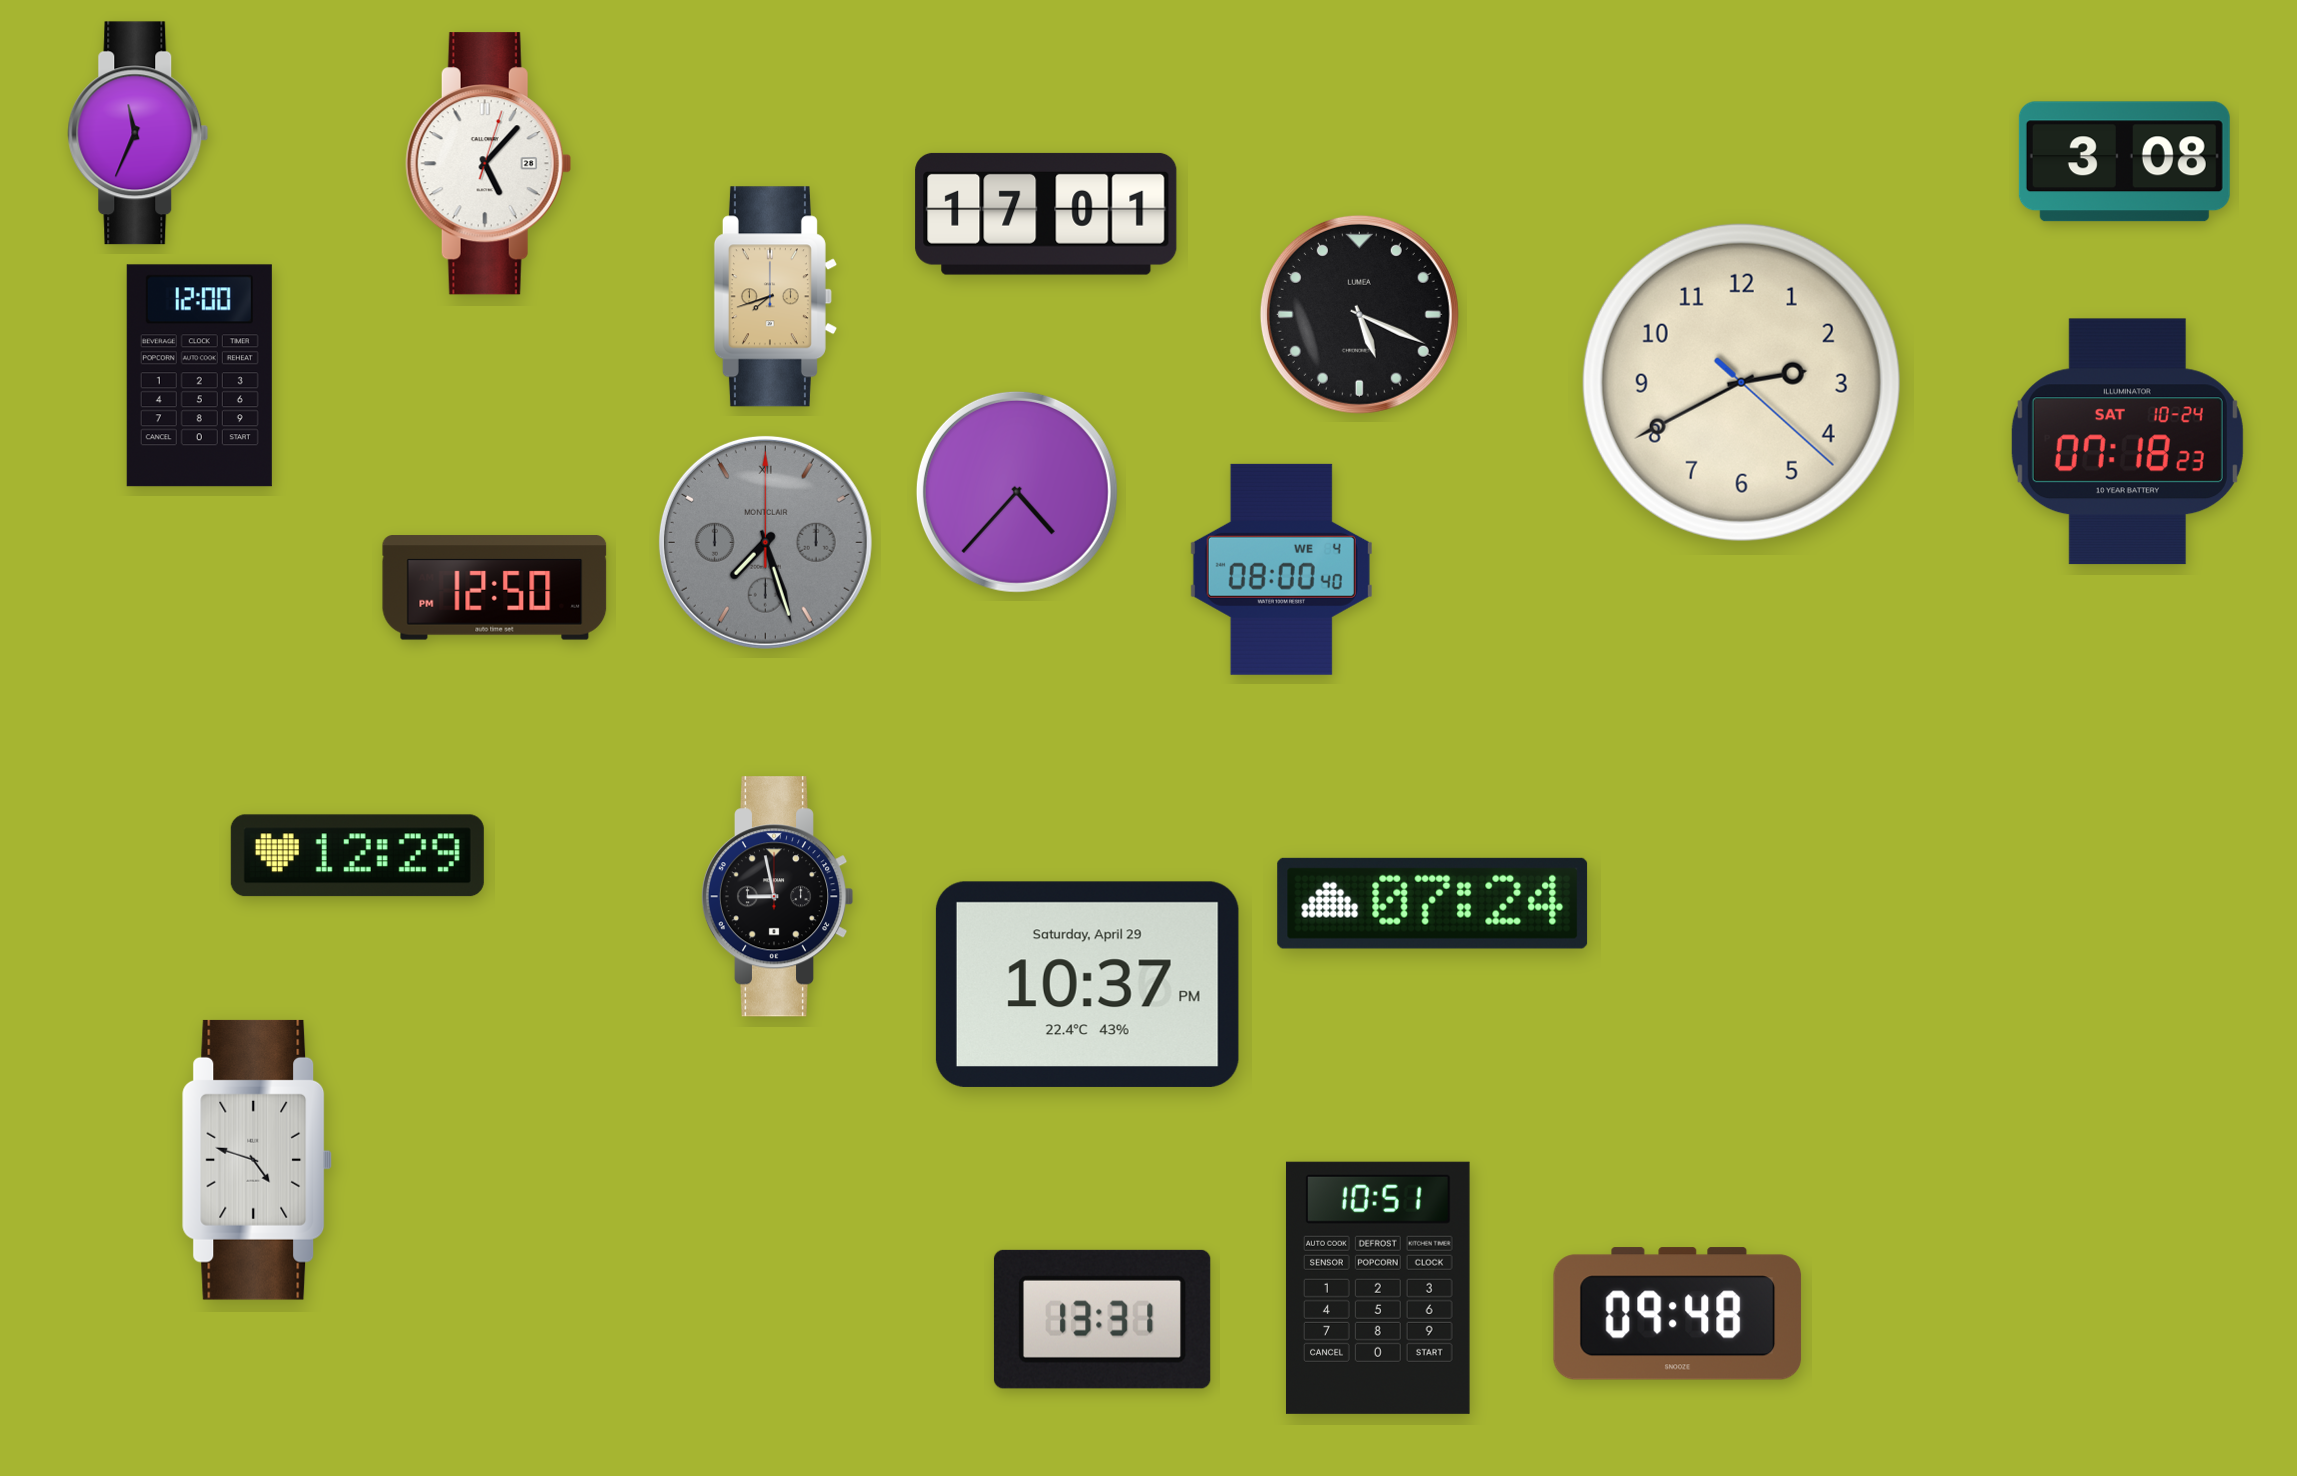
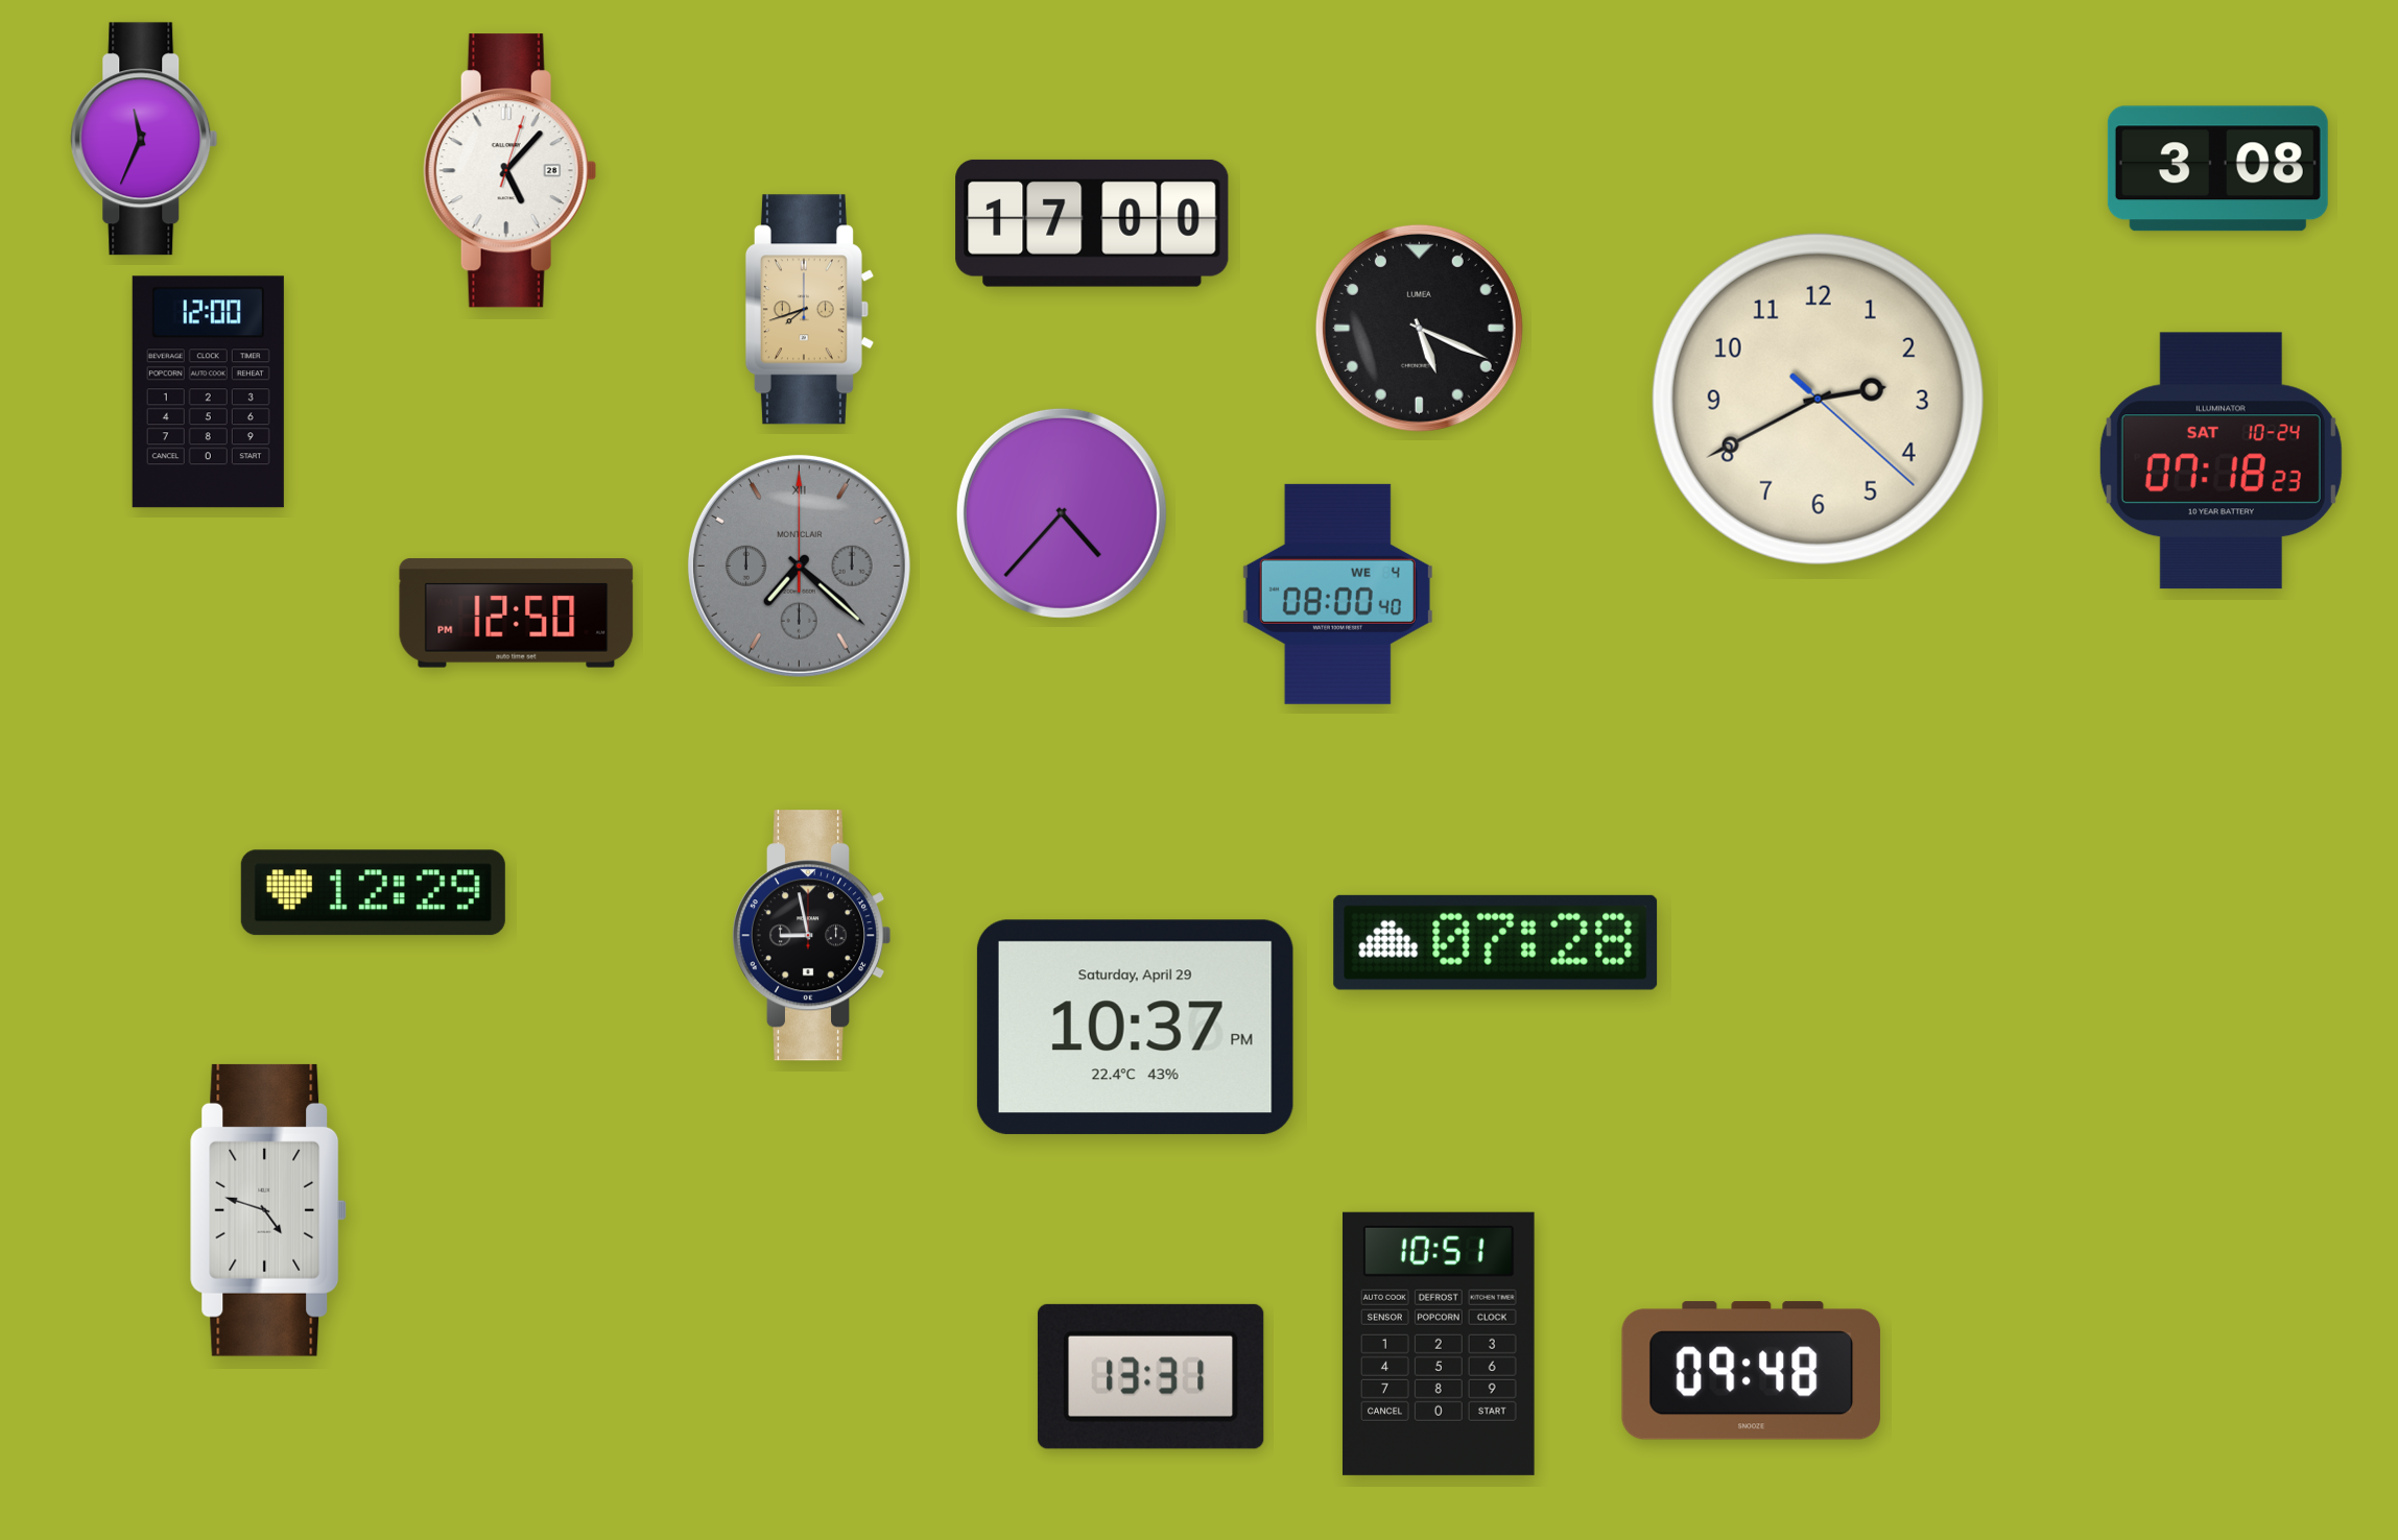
clock at (1046, 214): 17:01 -> 17:00
clock at (765, 542): 7:27 -> 7:22
clock at (1433, 903): 07:24 -> 07:28
